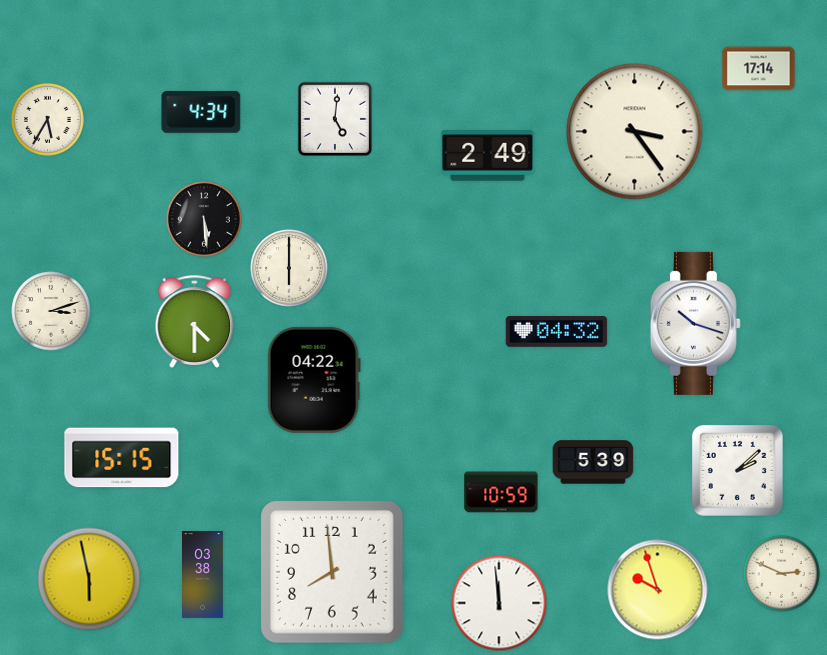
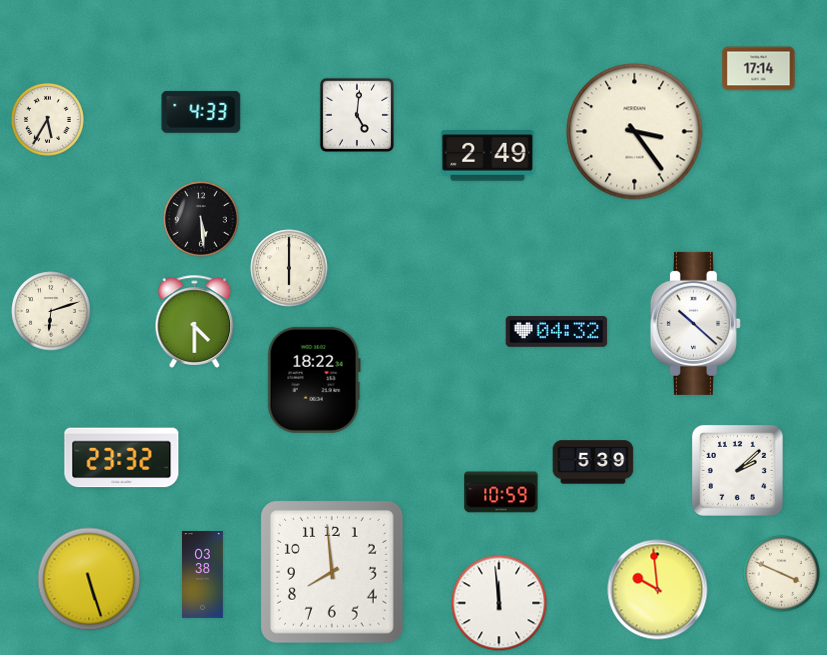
clock at (201, 112): 4:34 -> 4:33
clock at (334, 118) position: (334, 118) -> (356, 114)
clock at (204, 219) position: (204, 219) -> (201, 219)
clock at (51, 311): 3:12 -> 6:12
clock at (695, 323): 10:18 -> 10:22
clock at (314, 380): 04:22 -> 18:22
clock at (122, 458): 15:15 -> 23:32
clock at (782, 574): 2:49 -> 3:49
clock at (89, 579): 5:58 -> 5:27
clock at (658, 590): 9:57 -> 9:59
